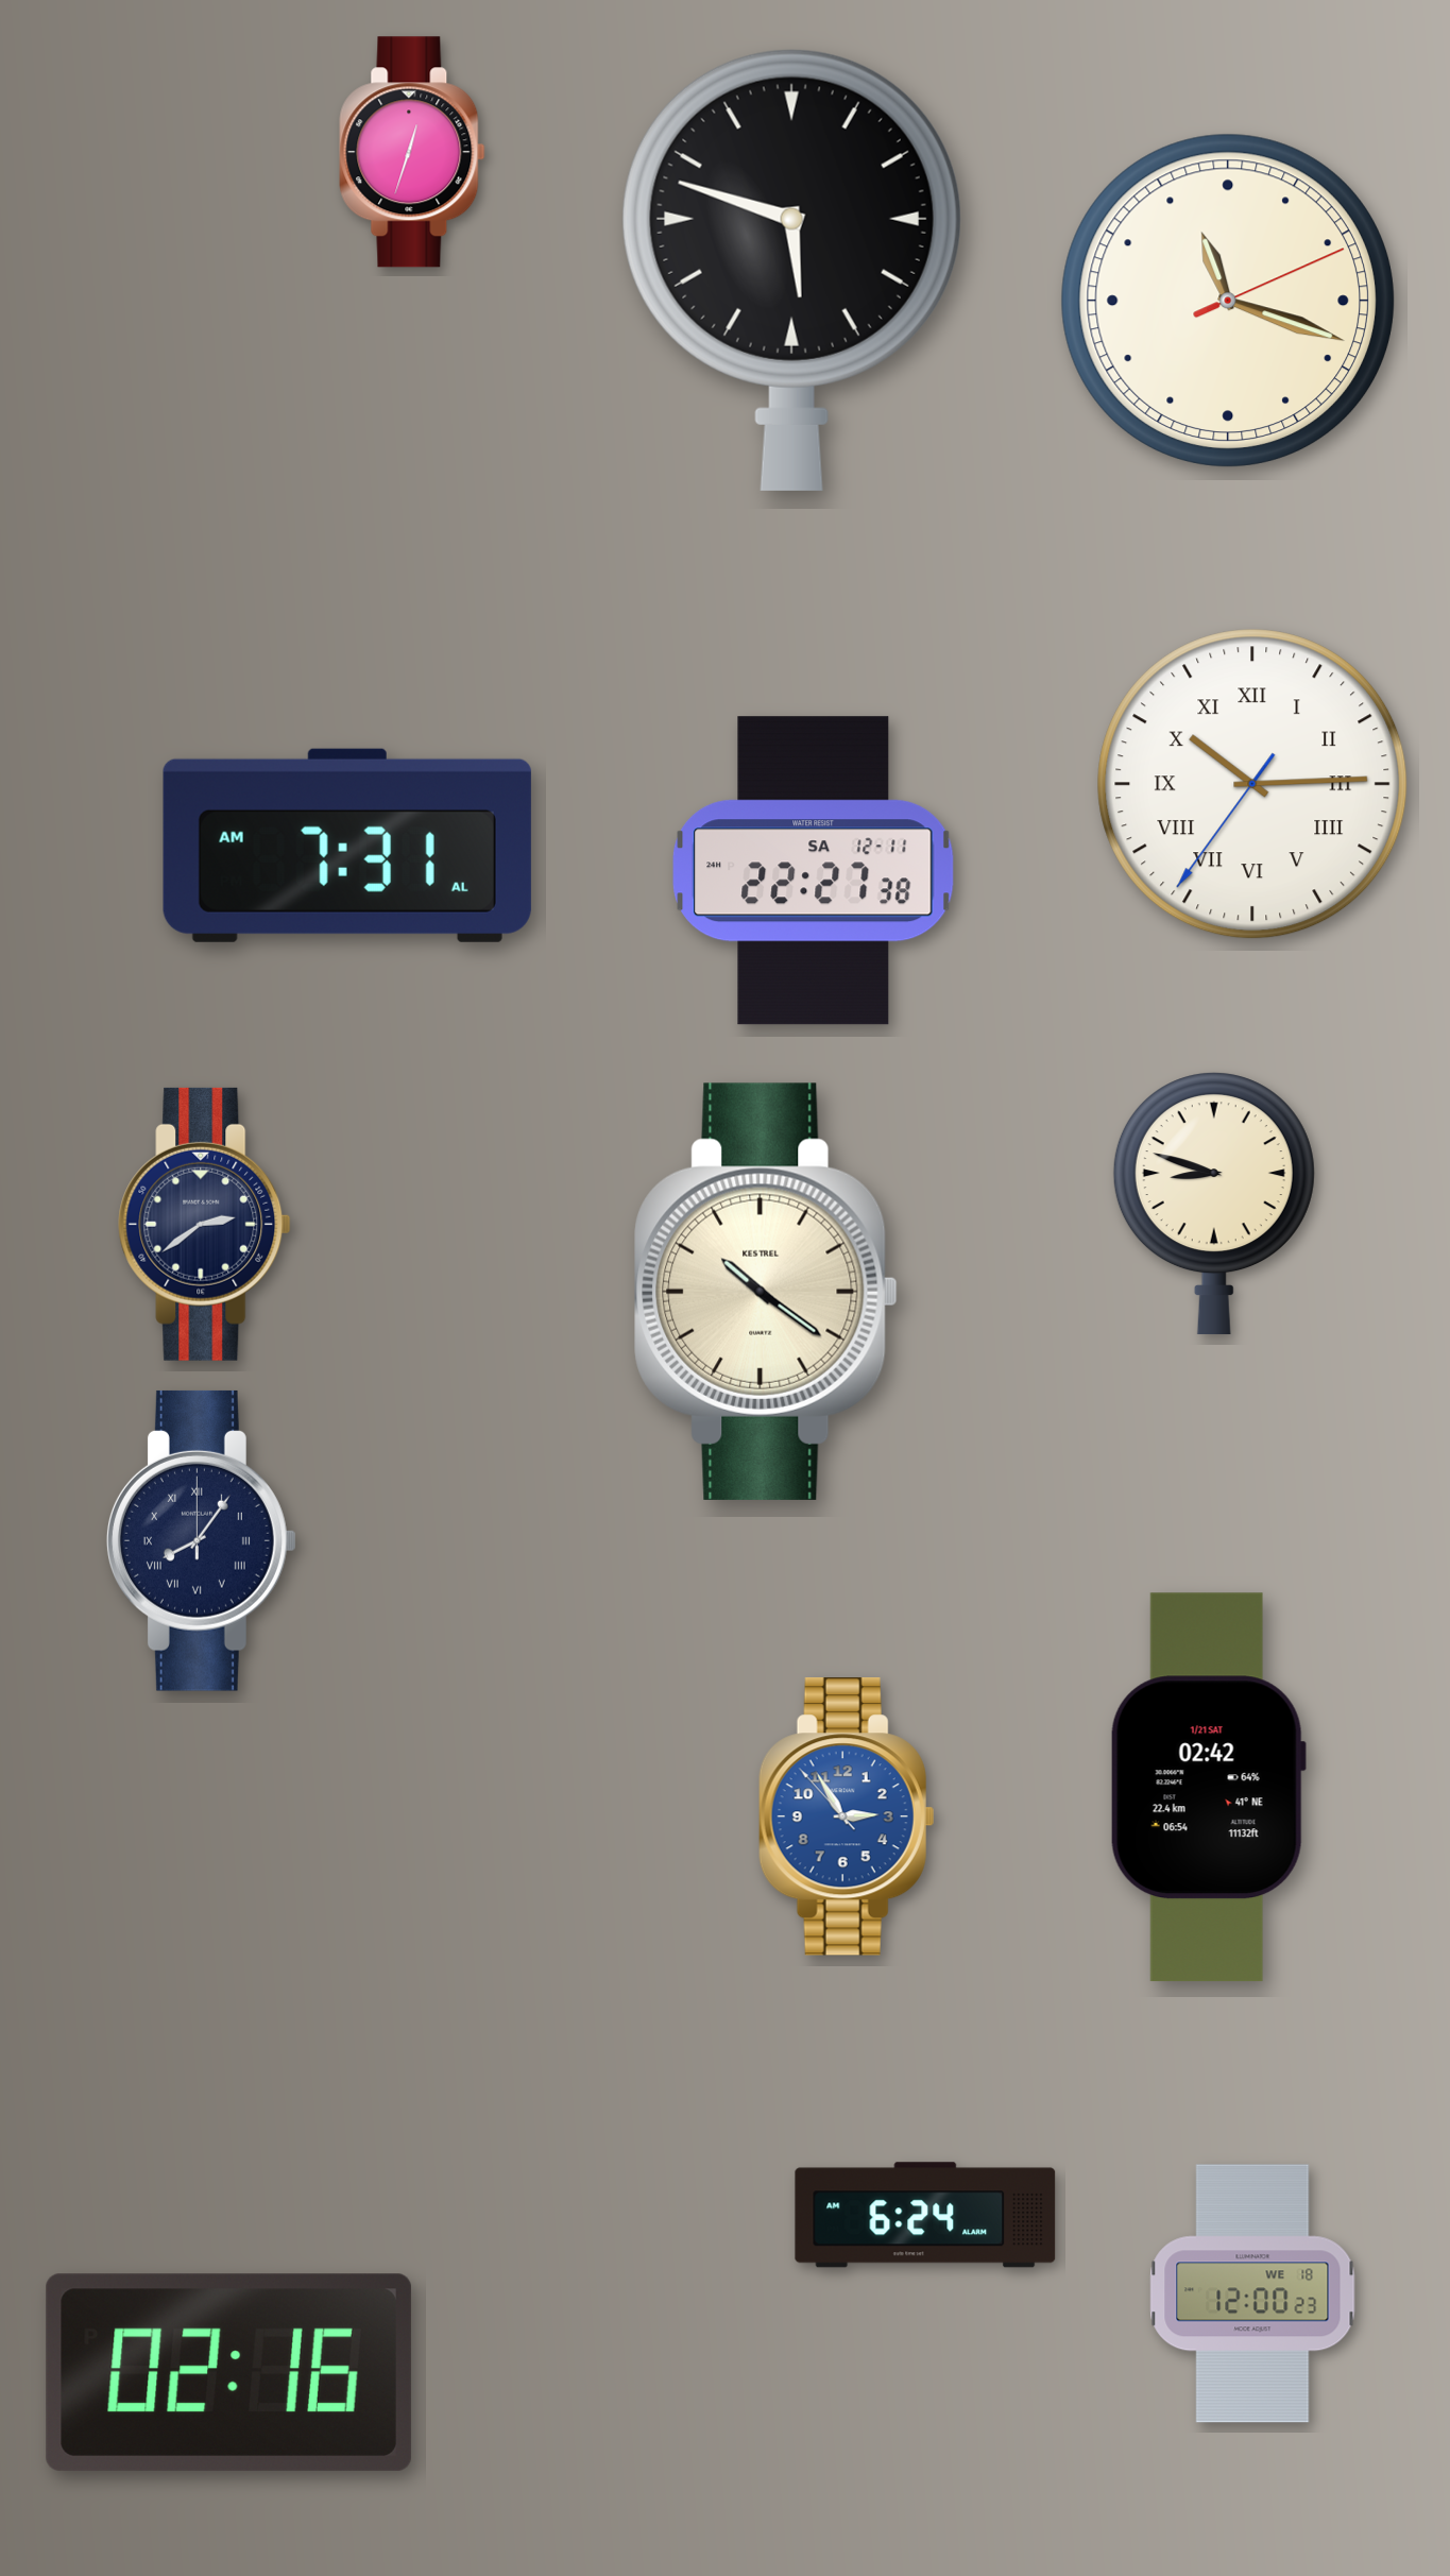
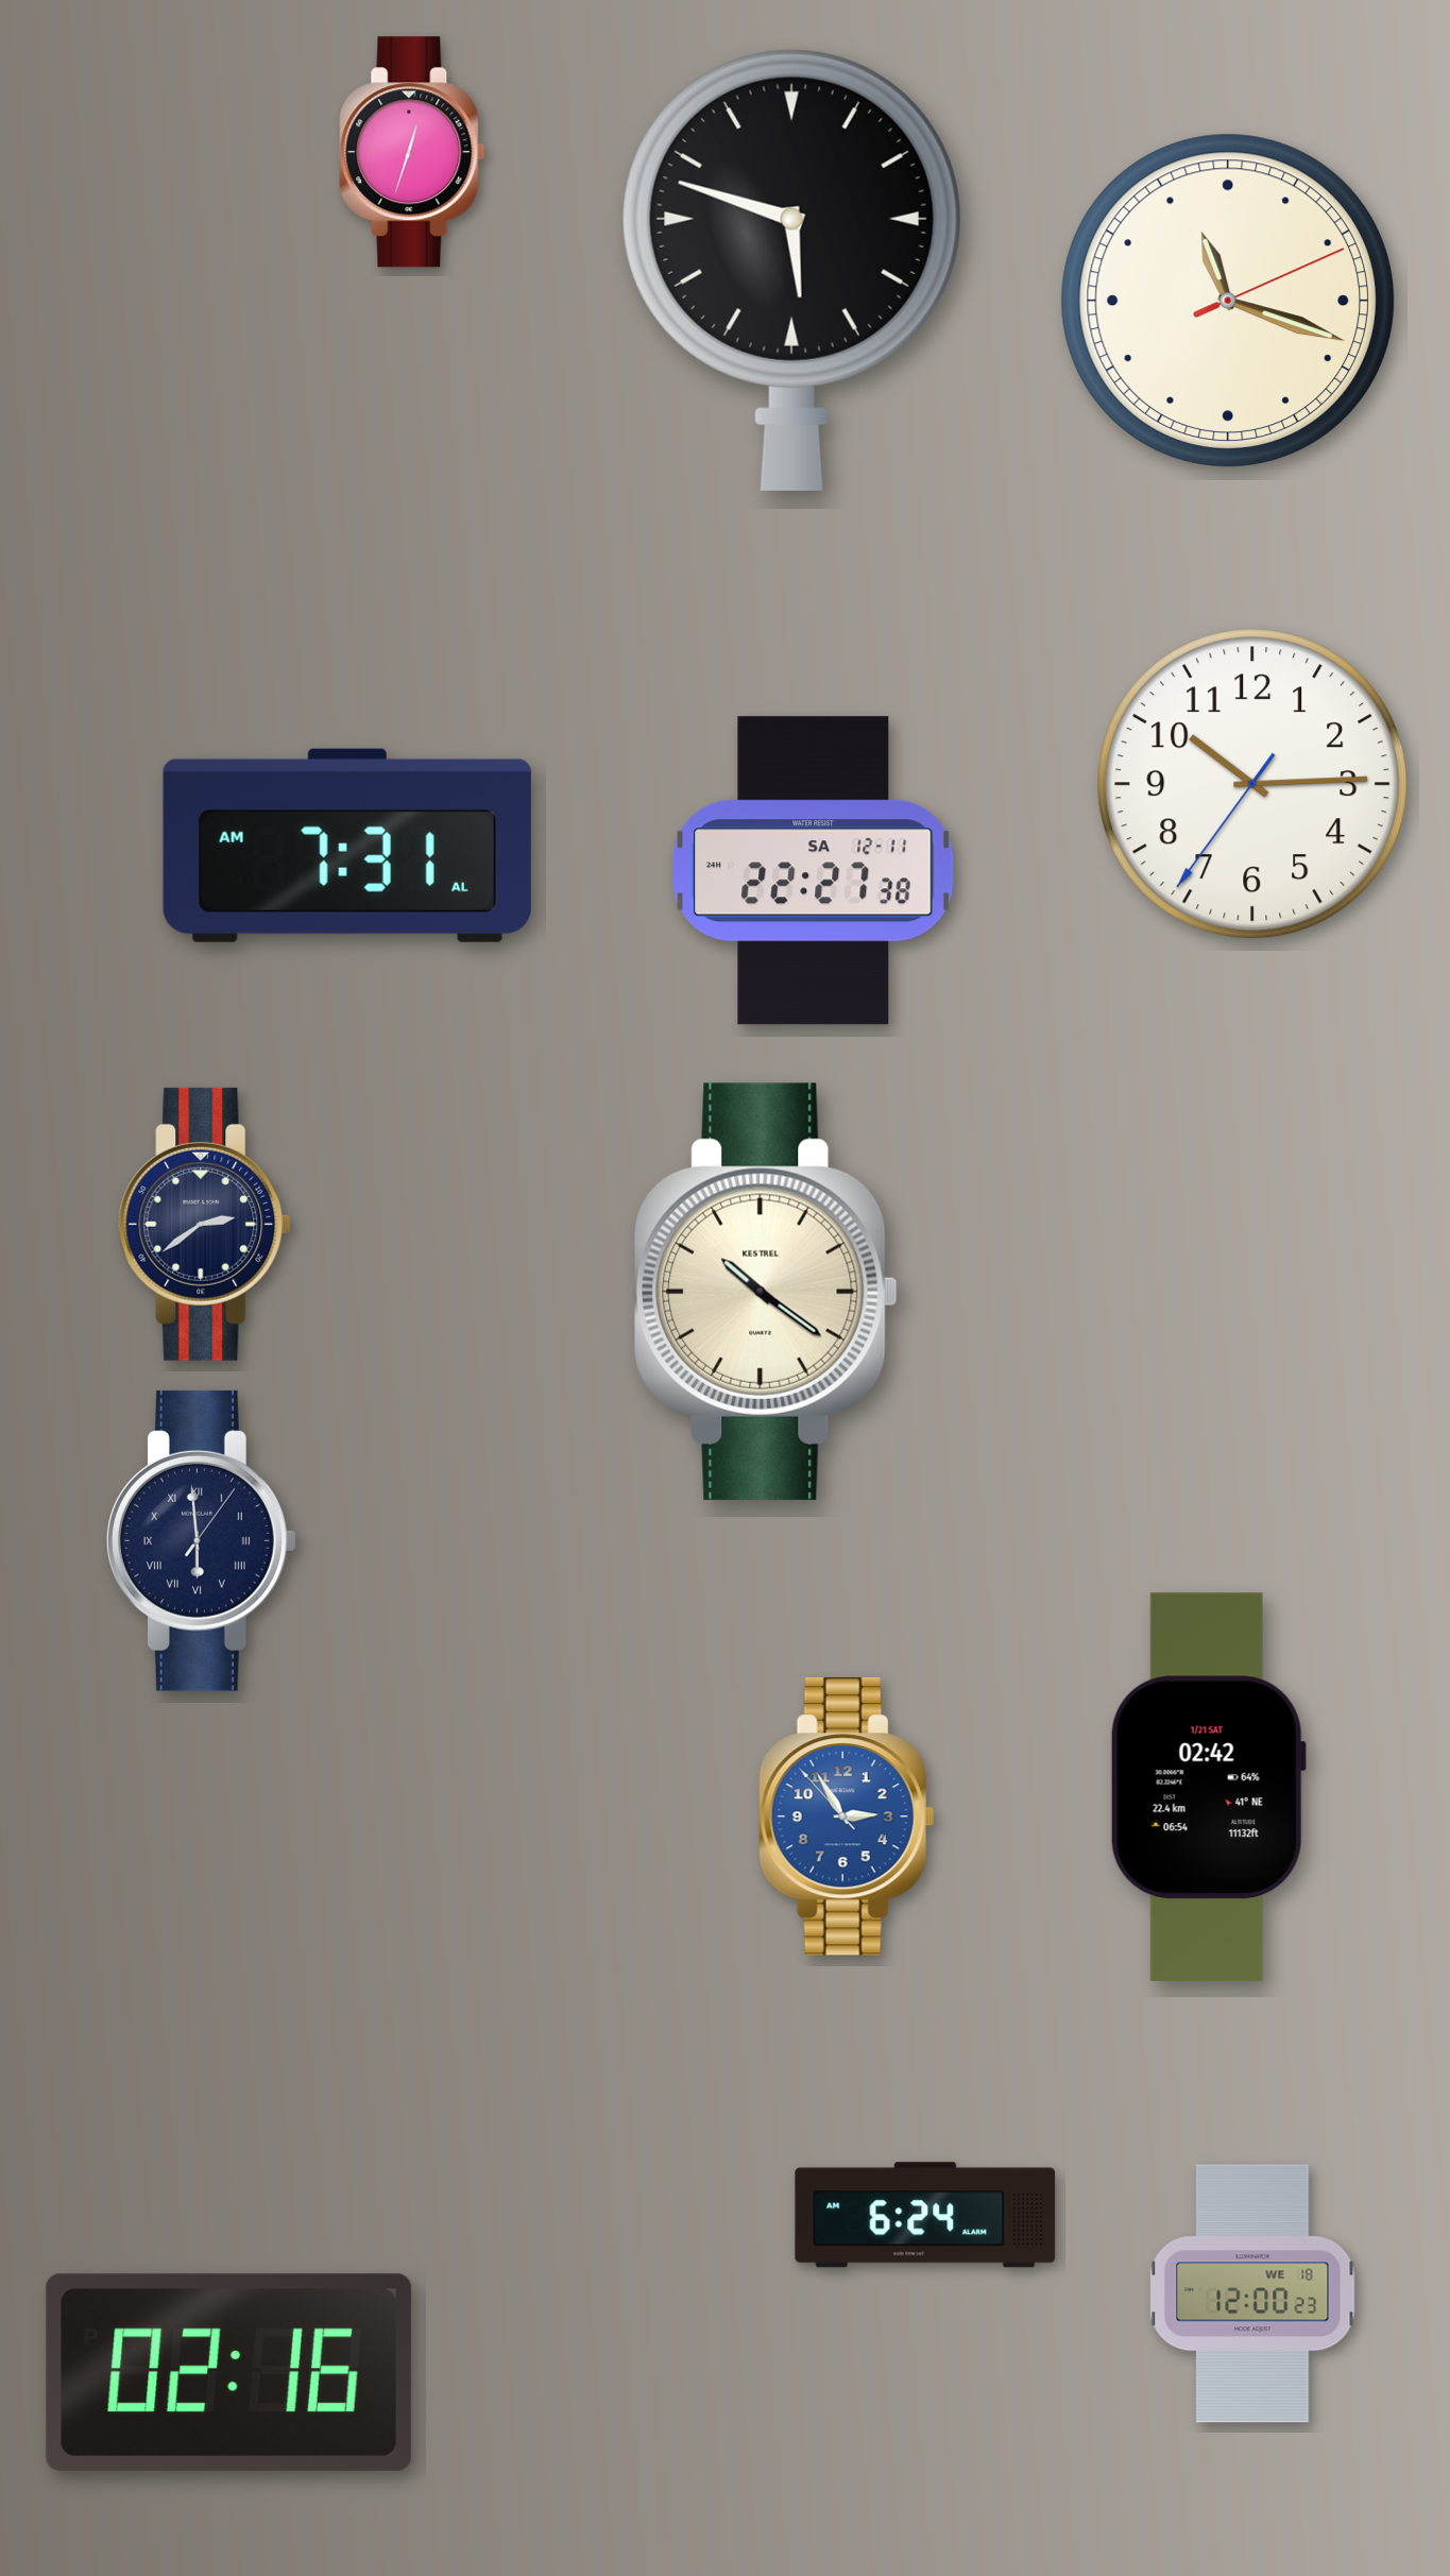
clock at (1252, 784) numerals: Roman -> Arabic
clock at (1214, 1204): 8:48 -> none
clock at (202, 1540): 8:06 -> 5:59
